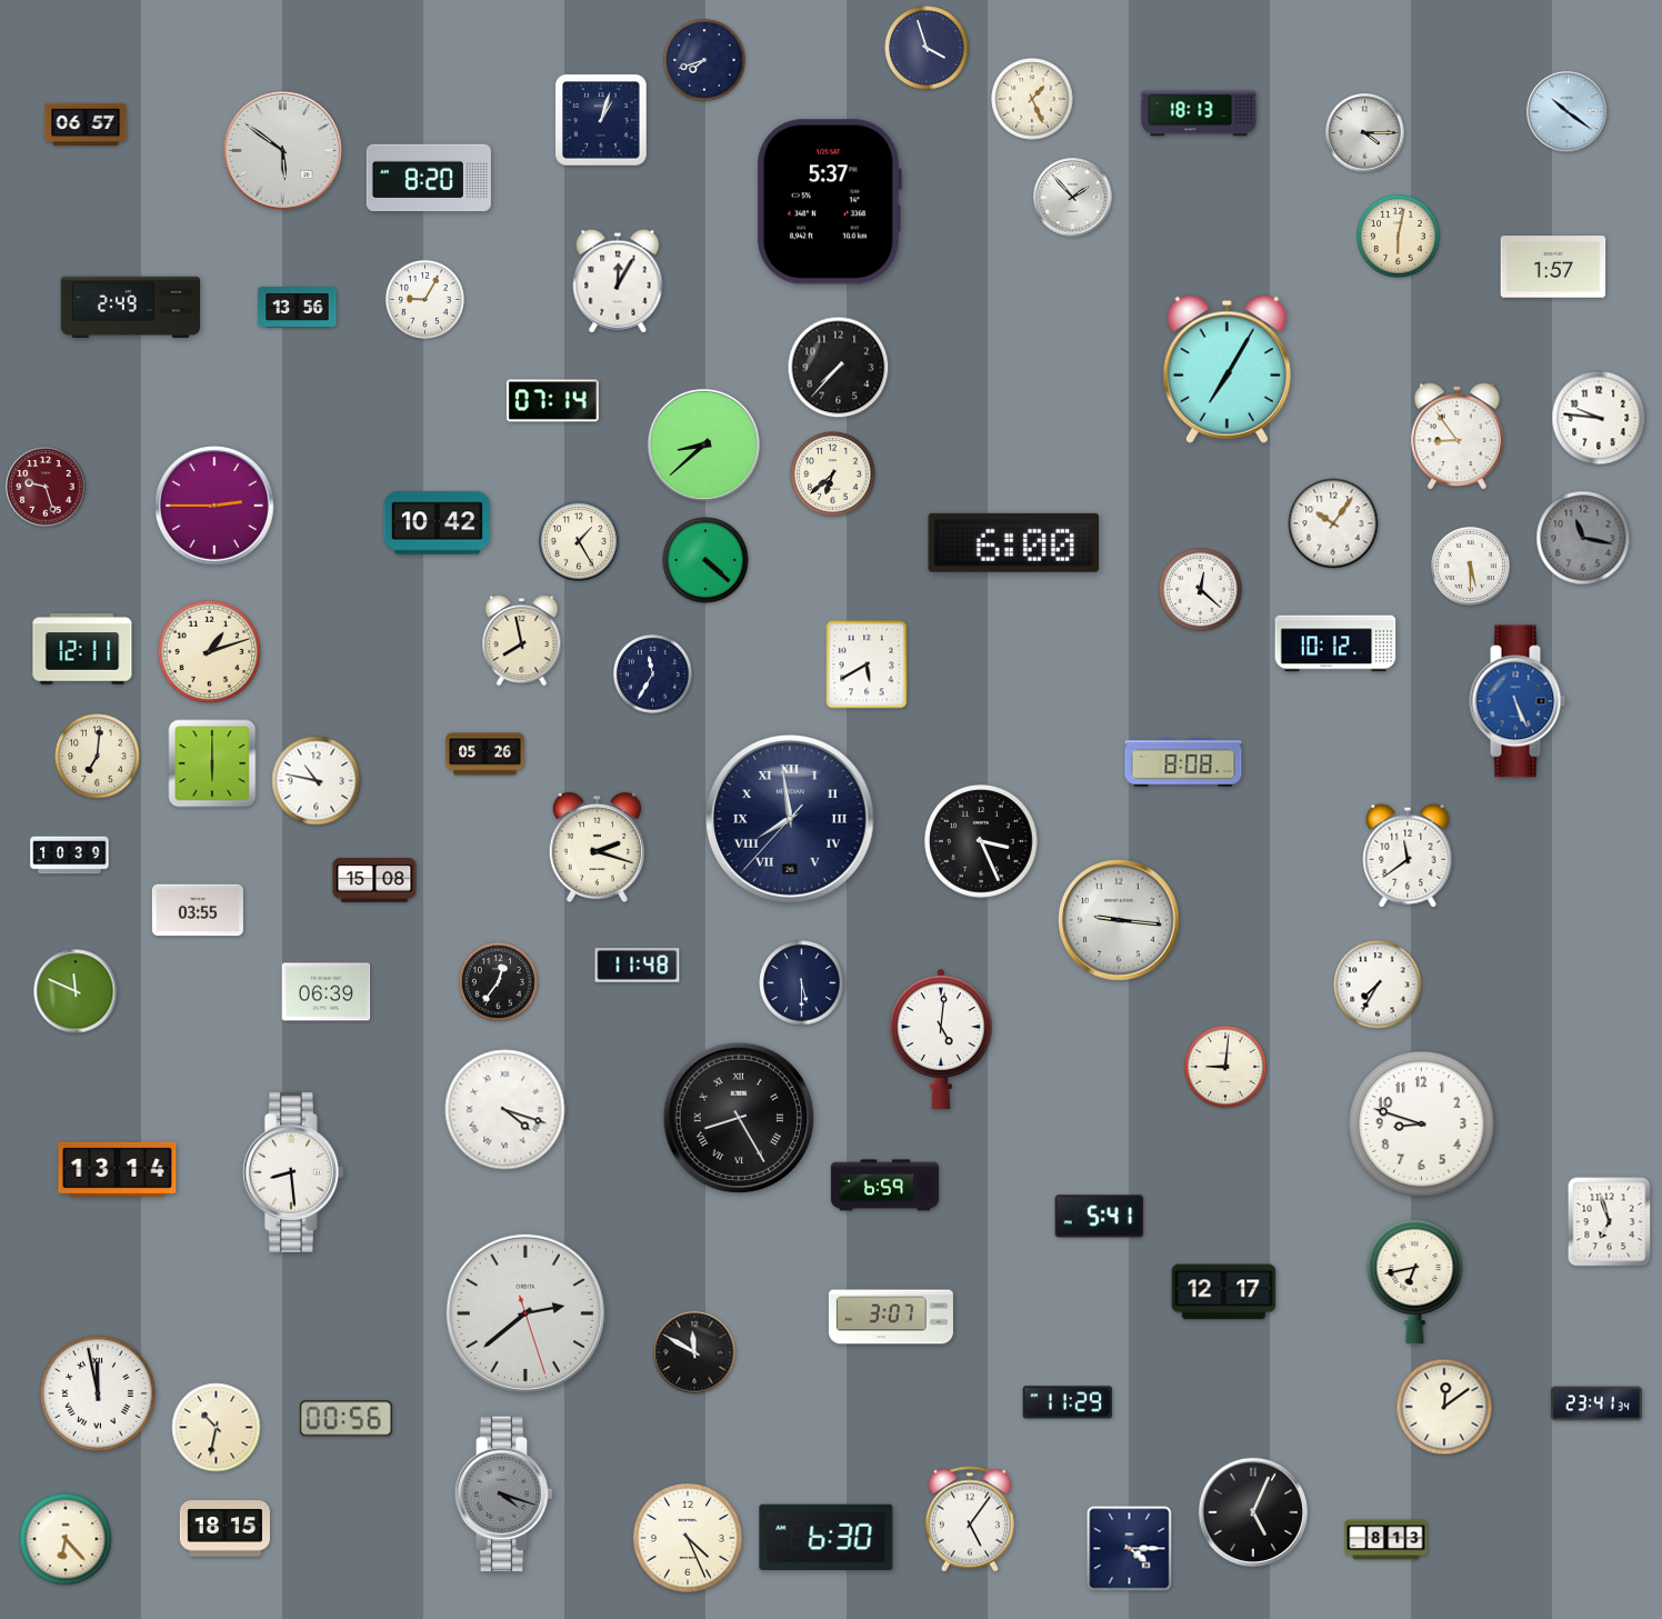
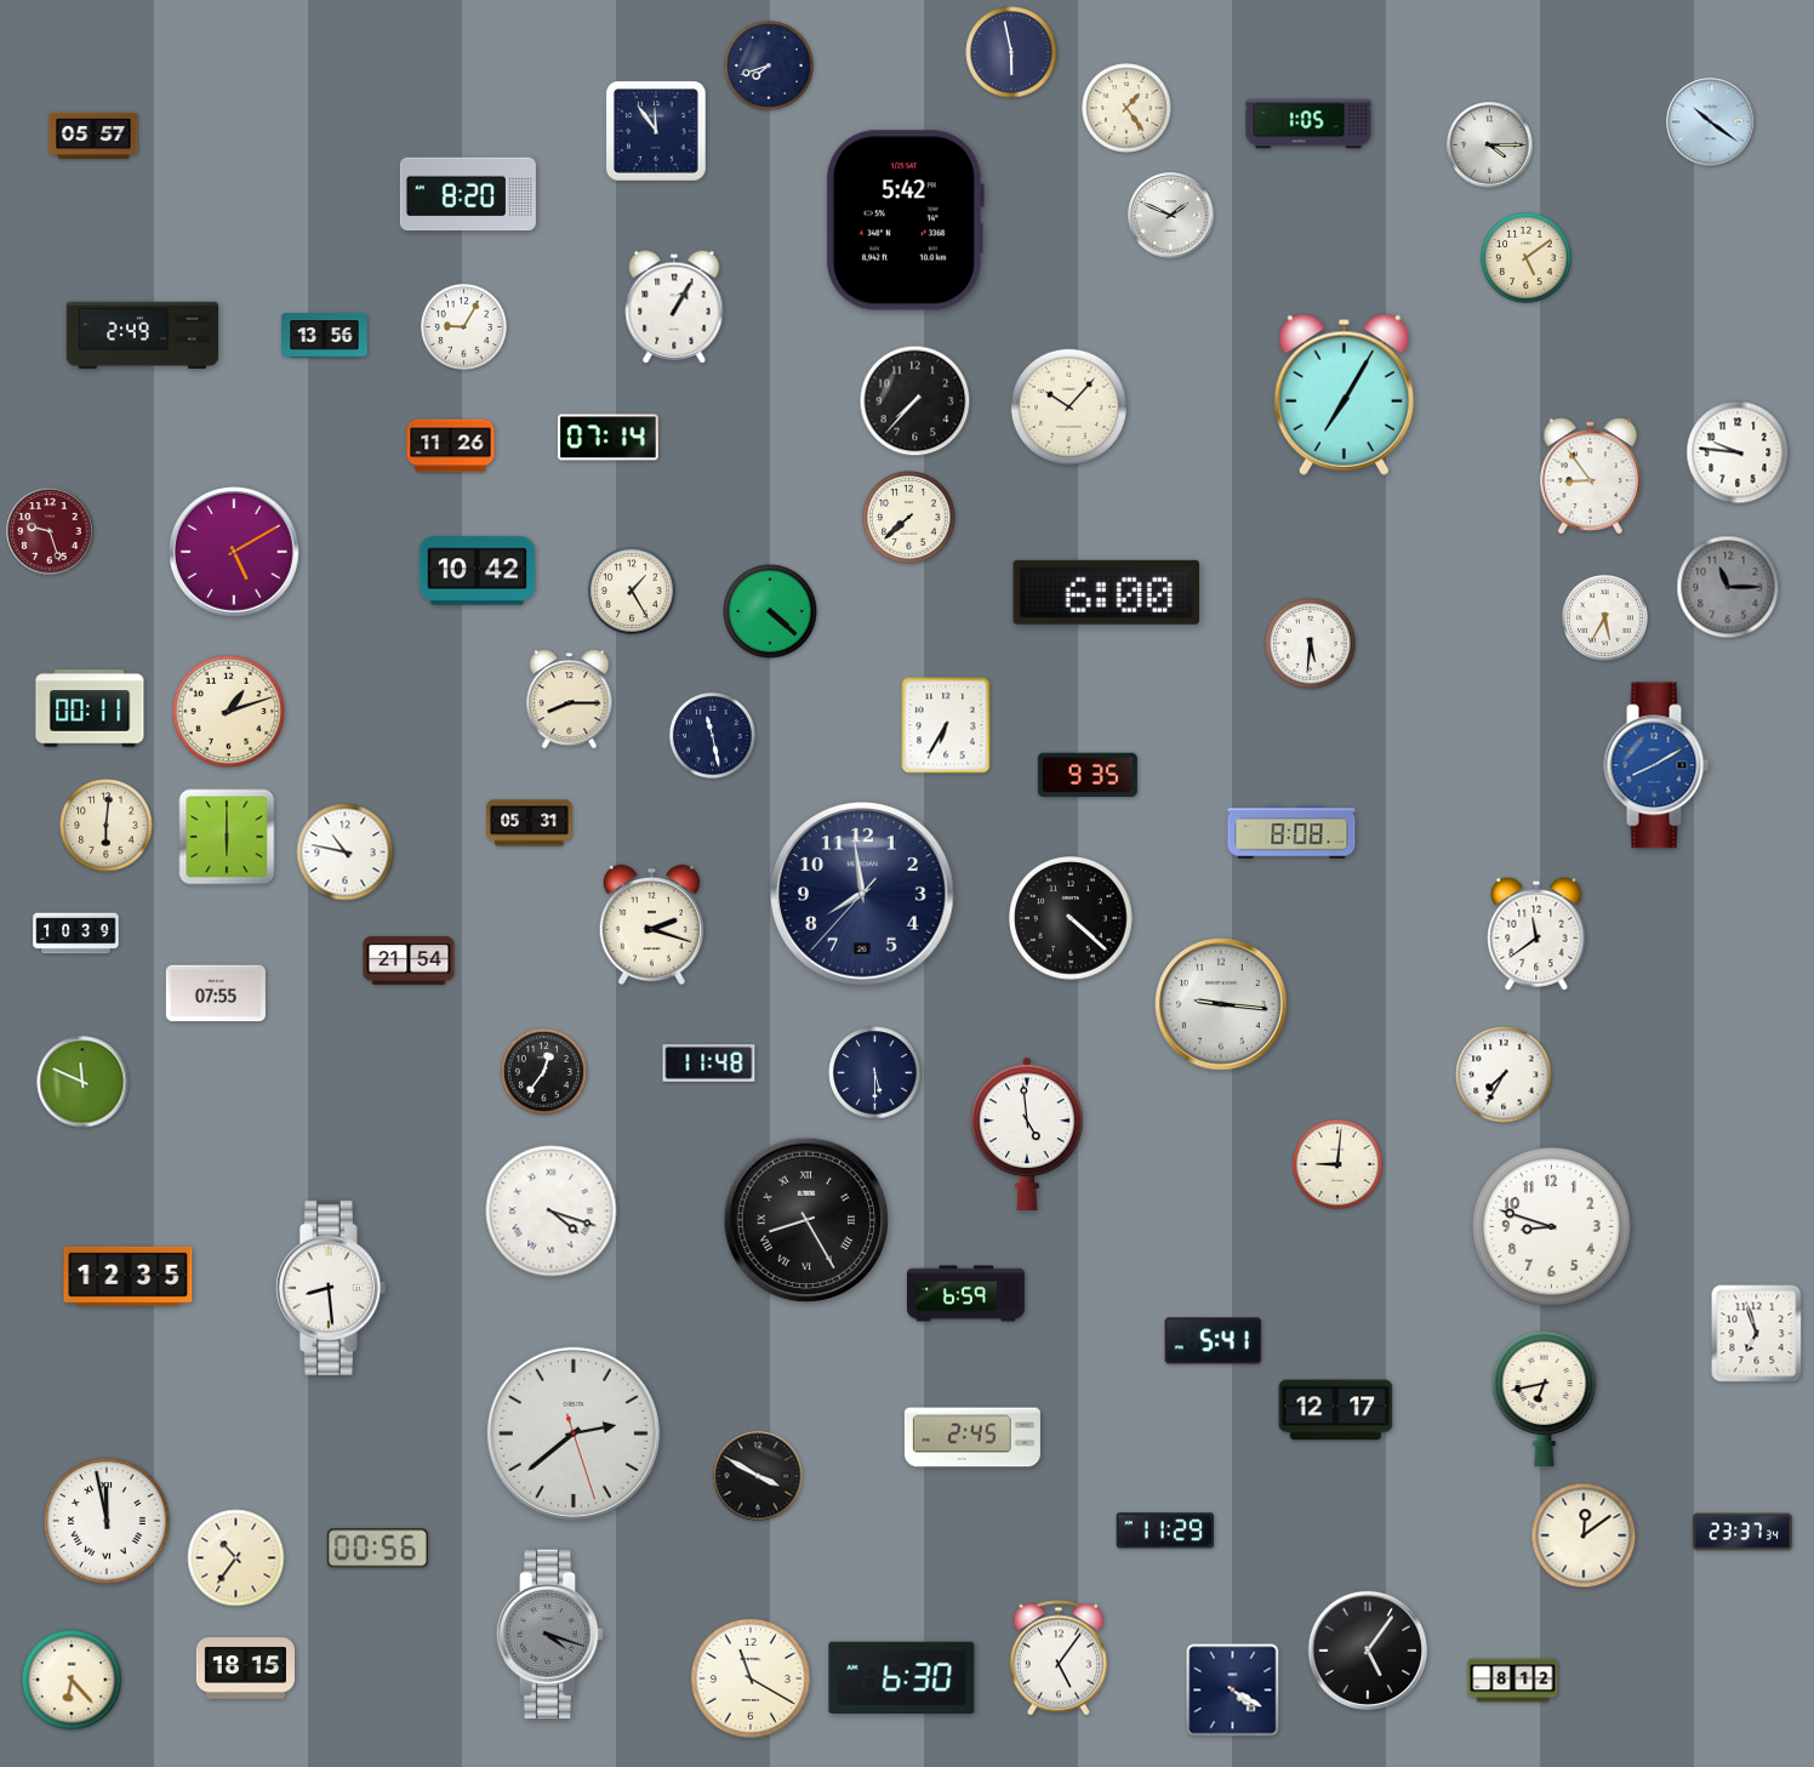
clock at (927, 48): 3:57 -> 5:58
clock at (1032, 99): 1:26 -> 1:24
clock at (1199, 113): 18:13 -> 1:05
clock at (602, 121): 1:03 -> 11:54
clock at (86, 124): 06:57 -> 05:57
clock at (282, 150): 5:51 -> none
clock at (1073, 198): 1:53 -> 1:49
clock at (829, 202): 5:37 -> 5:42
clock at (1399, 237): 6:02 -> 5:09
clock at (1553, 267): 1:57 -> none
clock at (618, 281): 12:05 -> 1:05
clock at (1227, 369) position: (1227, 369) -> (1344, 394)
clock at (1068, 406): none -> 10:07
clock at (552, 401) position: (552, 401) -> (607, 438)
clock at (451, 446): none -> 11:26
clock at (1599, 418) position: (1599, 418) -> (1738, 452)
clock at (703, 444): 8:38 -> none
clock at (833, 474): 6:38 -> 7:38
clock at (216, 507): 2:45 -> 5:10
clock at (1333, 523): 10:06 -> none
clock at (1583, 538): 11:17 -> 11:15
clock at (1470, 566): 5:30 -> 5:35
clock at (1201, 590): 12:22 -> 5:31
clock at (522, 641): 7:58 -> 8:15
clock at (1335, 643): 10:12 -> none
clock at (82, 649): 12:11 -> 00:11
clock at (867, 664): 5:40 -> 6:35
clock at (652, 673): 11:35 -> 11:28
clock at (1518, 701): 5:26 -> 8:10
clock at (1088, 775): none -> 9:35
clock at (485, 754): 05:26 -> 05:31
clock at (98, 757): 7:01 -> 6:01
clock at (212, 763) position: (212, 763) -> (227, 837)
clock at (790, 819) numerals: Roman -> Arabic
clock at (982, 842): 3:26 -> 4:22
clock at (374, 880): 15:08 -> 21:54
clock at (198, 910): 03:55 -> 07:55
clock at (638, 966) position: (638, 966) -> (709, 1064)
clock at (327, 992): 06:39 -> none
clock at (942, 1039): 5:01 -> 4:59
clock at (118, 1169): 13:14 -> 12:35
clock at (293, 1172) position: (293, 1172) -> (331, 1288)
clock at (1100, 1217) position: (1100, 1217) -> (1214, 1341)
clock at (891, 1317): 3:07 -> 2:45
clock at (694, 1352): 11:50 -> 3:50
clock at (1596, 1403): 23:41 -> 23:37
clock at (1444, 1407) position: (1444, 1407) -> (1584, 1535)
clock at (217, 1428): 10:32 -> 10:36
clock at (504, 1495) position: (504, 1495) -> (551, 1635)
clock at (1252, 1511): 5:04 -> 5:06
clock at (688, 1538): 4:26 -> 11:20
clock at (1386, 1540): 8:13 -> 8:12
clock at (1130, 1549): 4:15 -> 4:20
